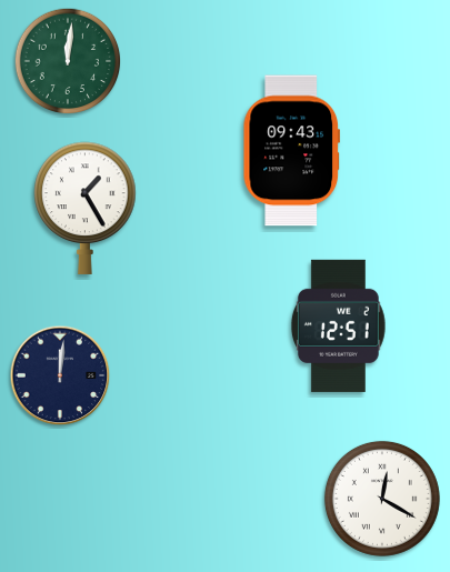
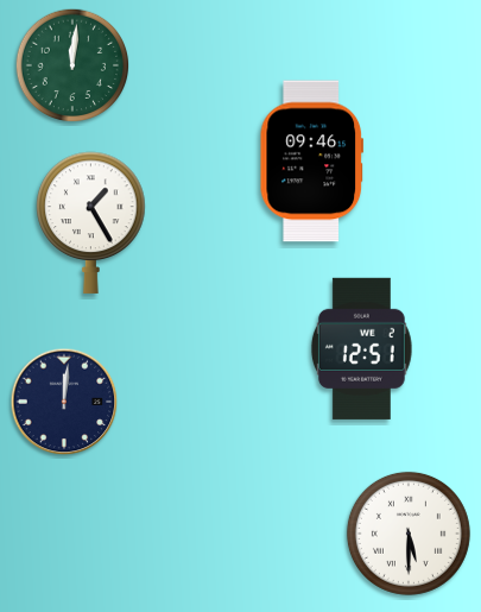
clock at (291, 151): 09:43 -> 09:46
clock at (382, 499): 12:20 -> 5:30
